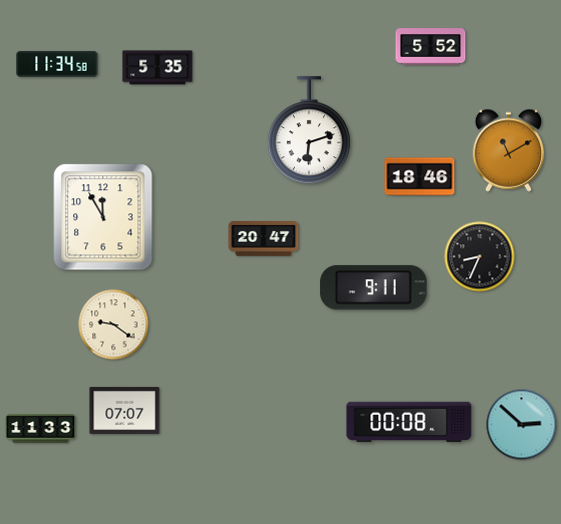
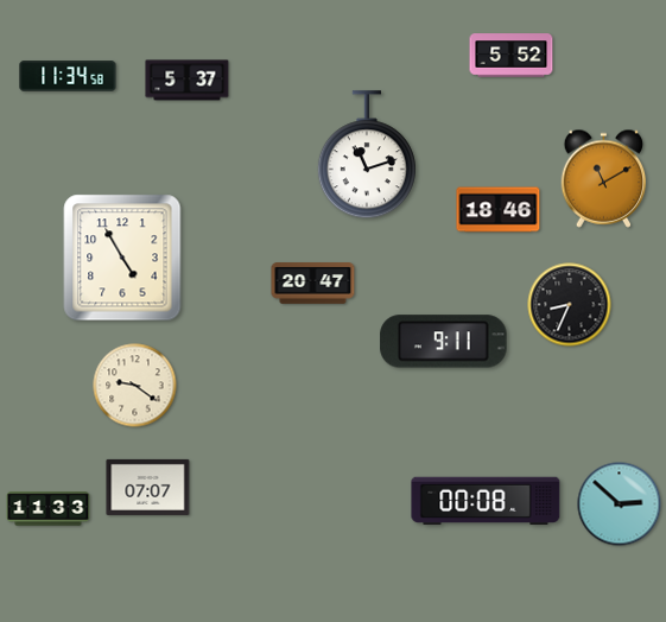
clock at (158, 68): 5:35 -> 5:37
clock at (309, 131): 6:12 -> 11:12
clock at (103, 217): 11:55 -> 4:55
